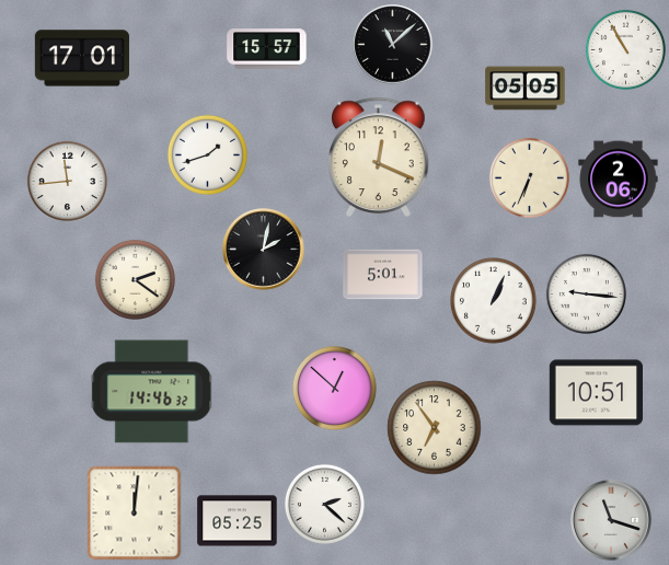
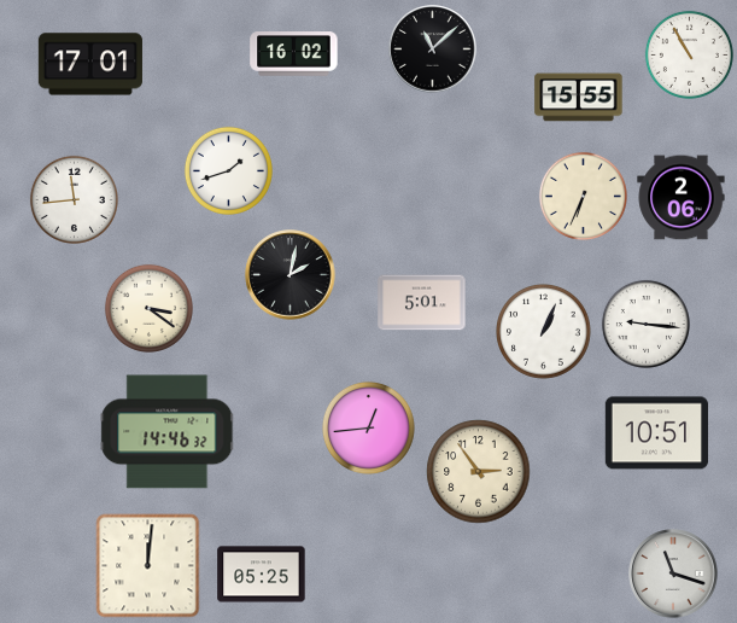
clock at (267, 49): 15:57 -> 16:02
clock at (526, 89): 05:05 -> 15:55
clock at (379, 157): 12:19 -> none
clock at (135, 279): 2:21 -> 3:21
clock at (334, 388): 12:52 -> 12:44
clock at (435, 428): 6:54 -> 2:54
clock at (324, 504): 2:22 -> none
